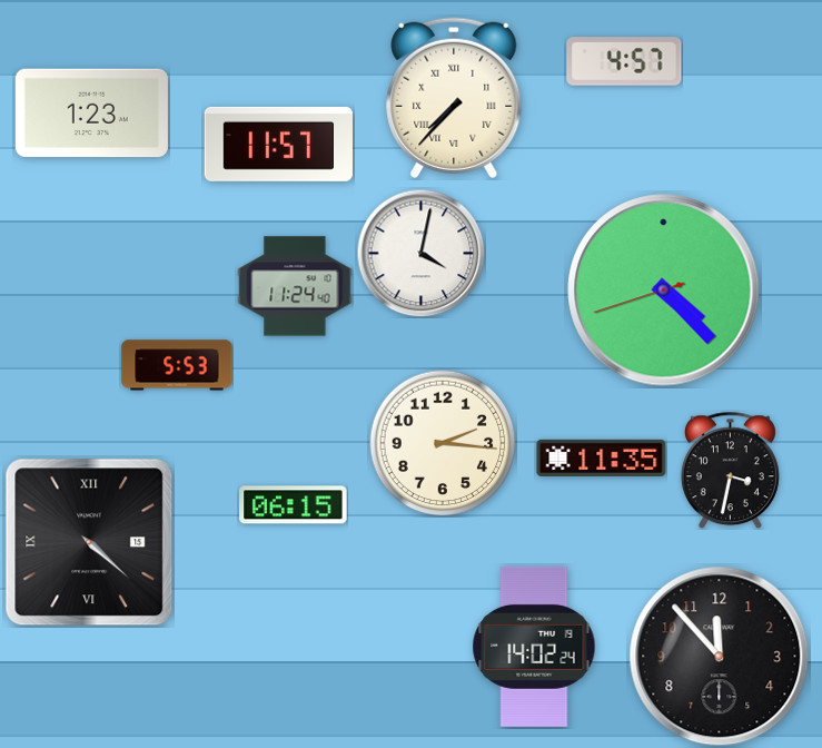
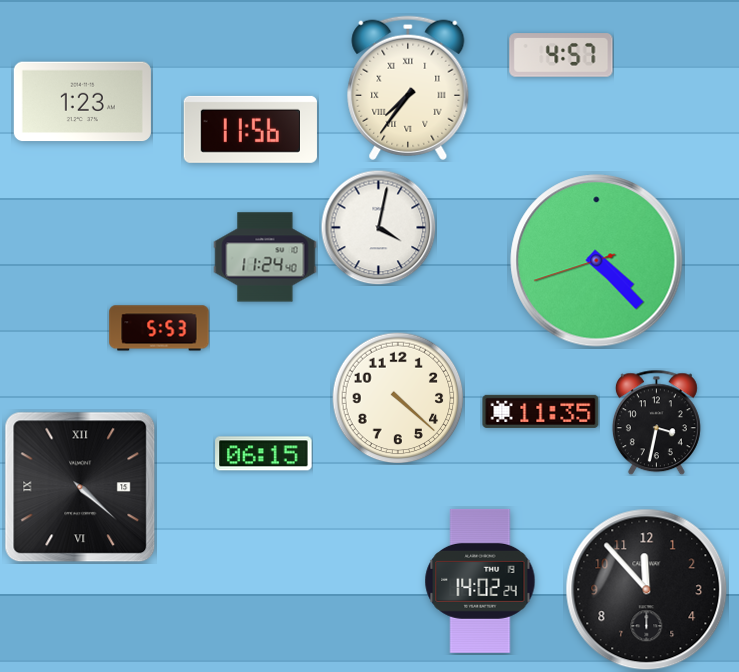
clock at (454, 98): 7:37 -> 7:36
clock at (278, 144): 11:57 -> 11:56
clock at (443, 443): 2:16 -> 4:22
